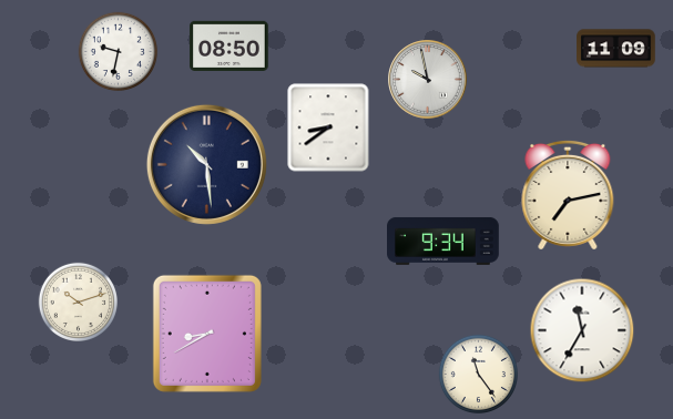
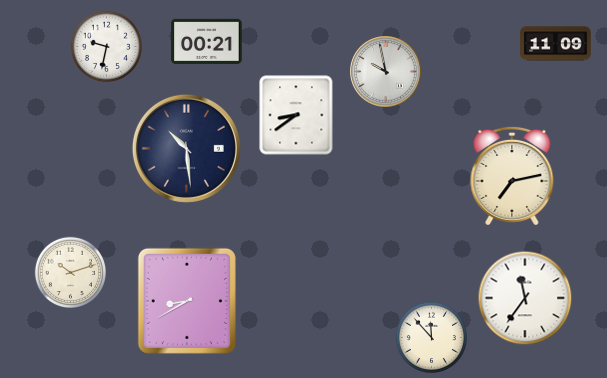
clock at (230, 45): 08:50 -> 00:21
clock at (443, 241): 9:34 -> none
clock at (582, 330): 11:35 -> 11:36
clock at (478, 374): 11:24 -> 11:53
